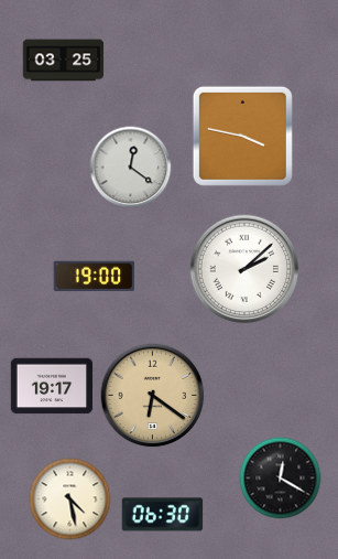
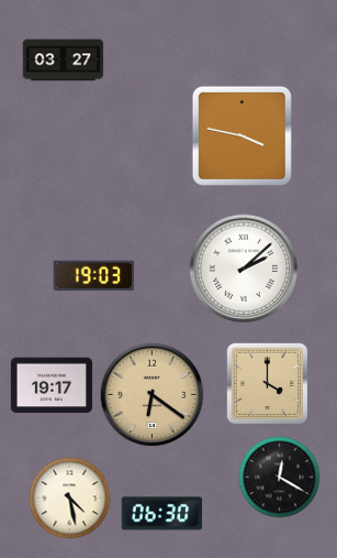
clock at (64, 61): 03:25 -> 03:27
clock at (131, 168): 12:21 -> none
clock at (95, 277): 19:00 -> 19:03
clock at (267, 383): none -> 4:00
